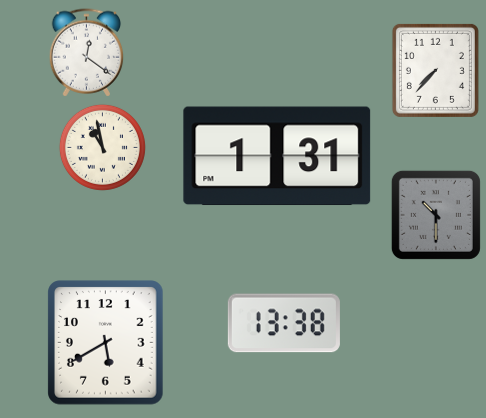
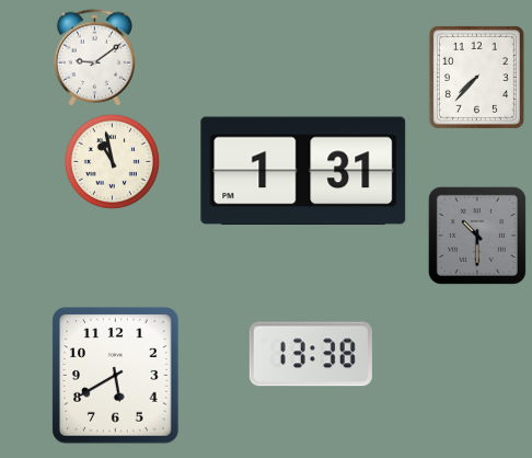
clock at (87, 53): 12:21 -> 9:09
